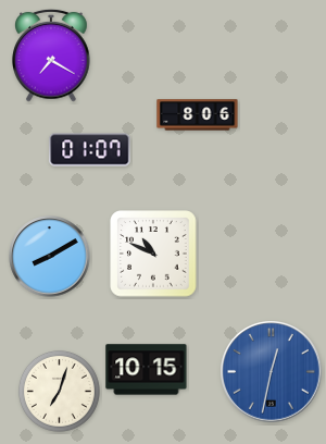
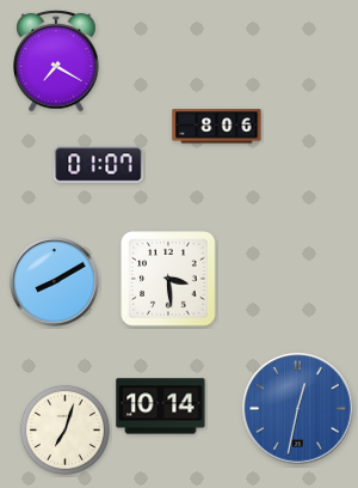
clock at (153, 254): 10:49 -> 3:29
clock at (147, 370): 10:15 -> 10:14
